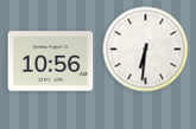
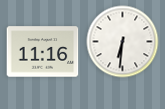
clock at (51, 62): 10:56 -> 11:16
